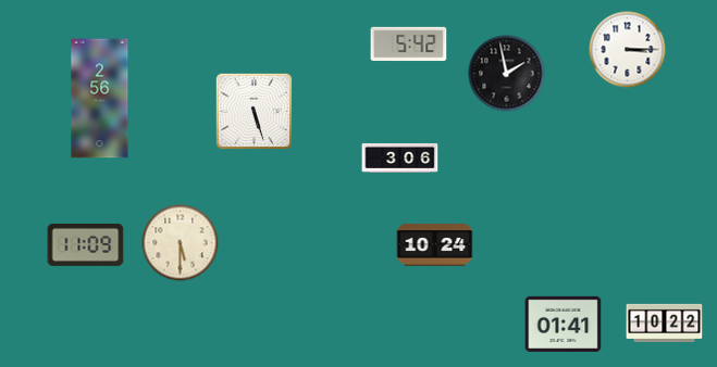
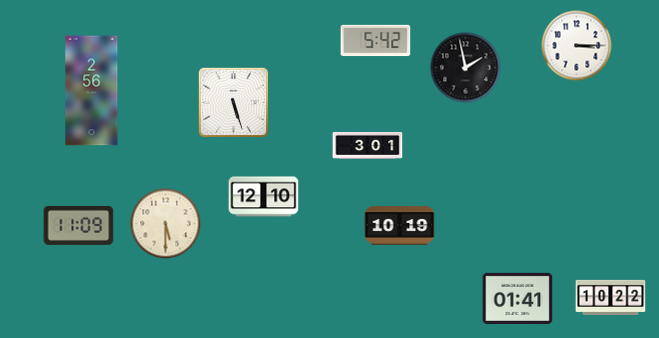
clock at (400, 157): 3:06 -> 3:01
clock at (264, 197): none -> 12:10
clock at (435, 245): 10:24 -> 10:19
